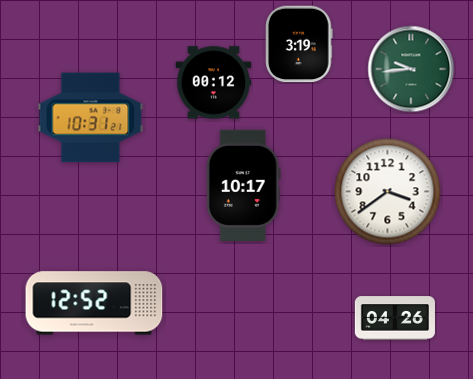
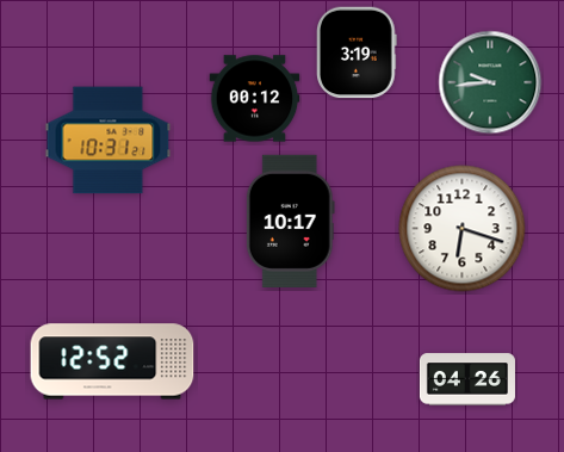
clock at (388, 192): 3:39 -> 6:18
clock at (395, 318) position: (395, 318) -> (467, 379)
